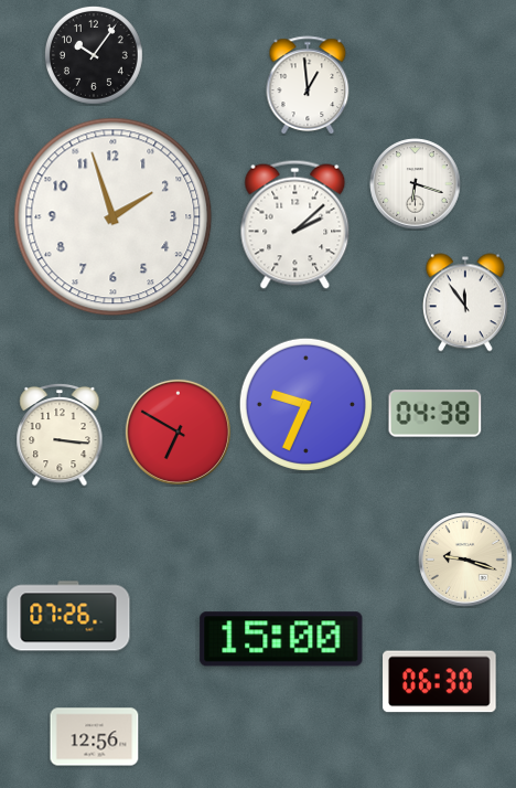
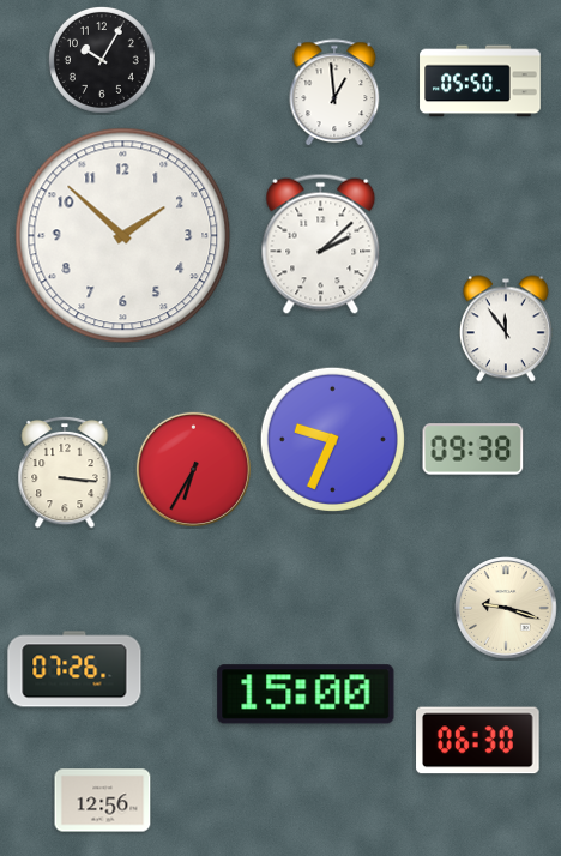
clock at (94, 55): 10:06 -> 10:05
clock at (481, 82): none -> 05:50
clock at (416, 184): 6:18 -> none
clock at (114, 217): 1:57 -> 1:52
clock at (436, 414): 04:38 -> 09:38
clock at (178, 432): 6:50 -> 6:35
